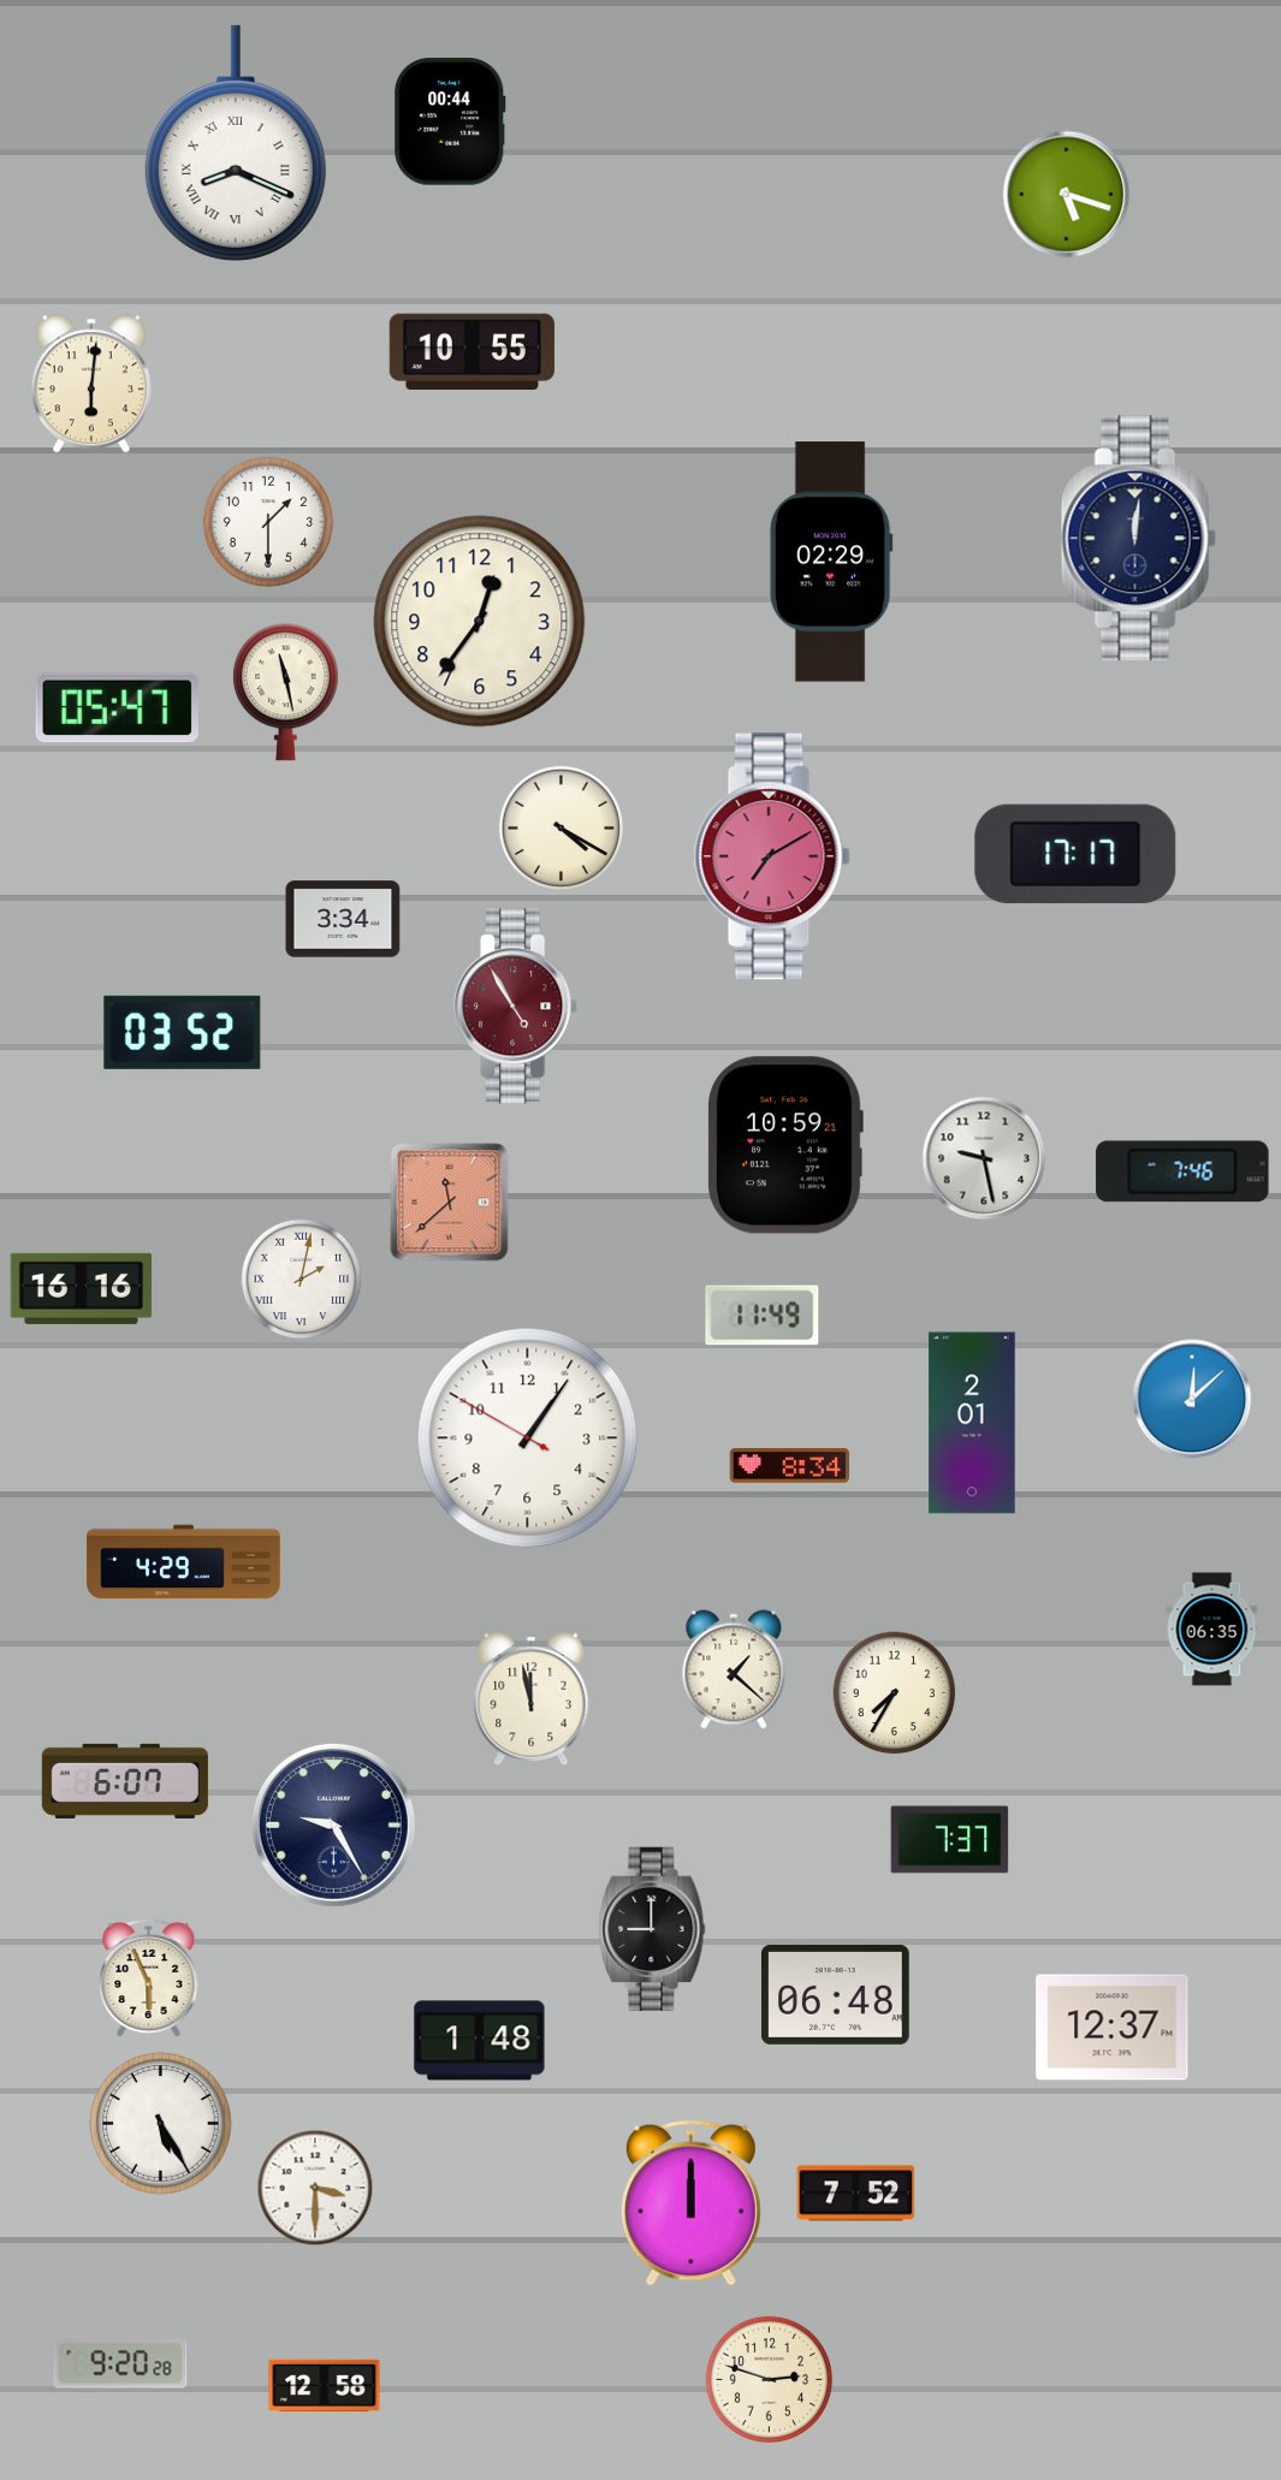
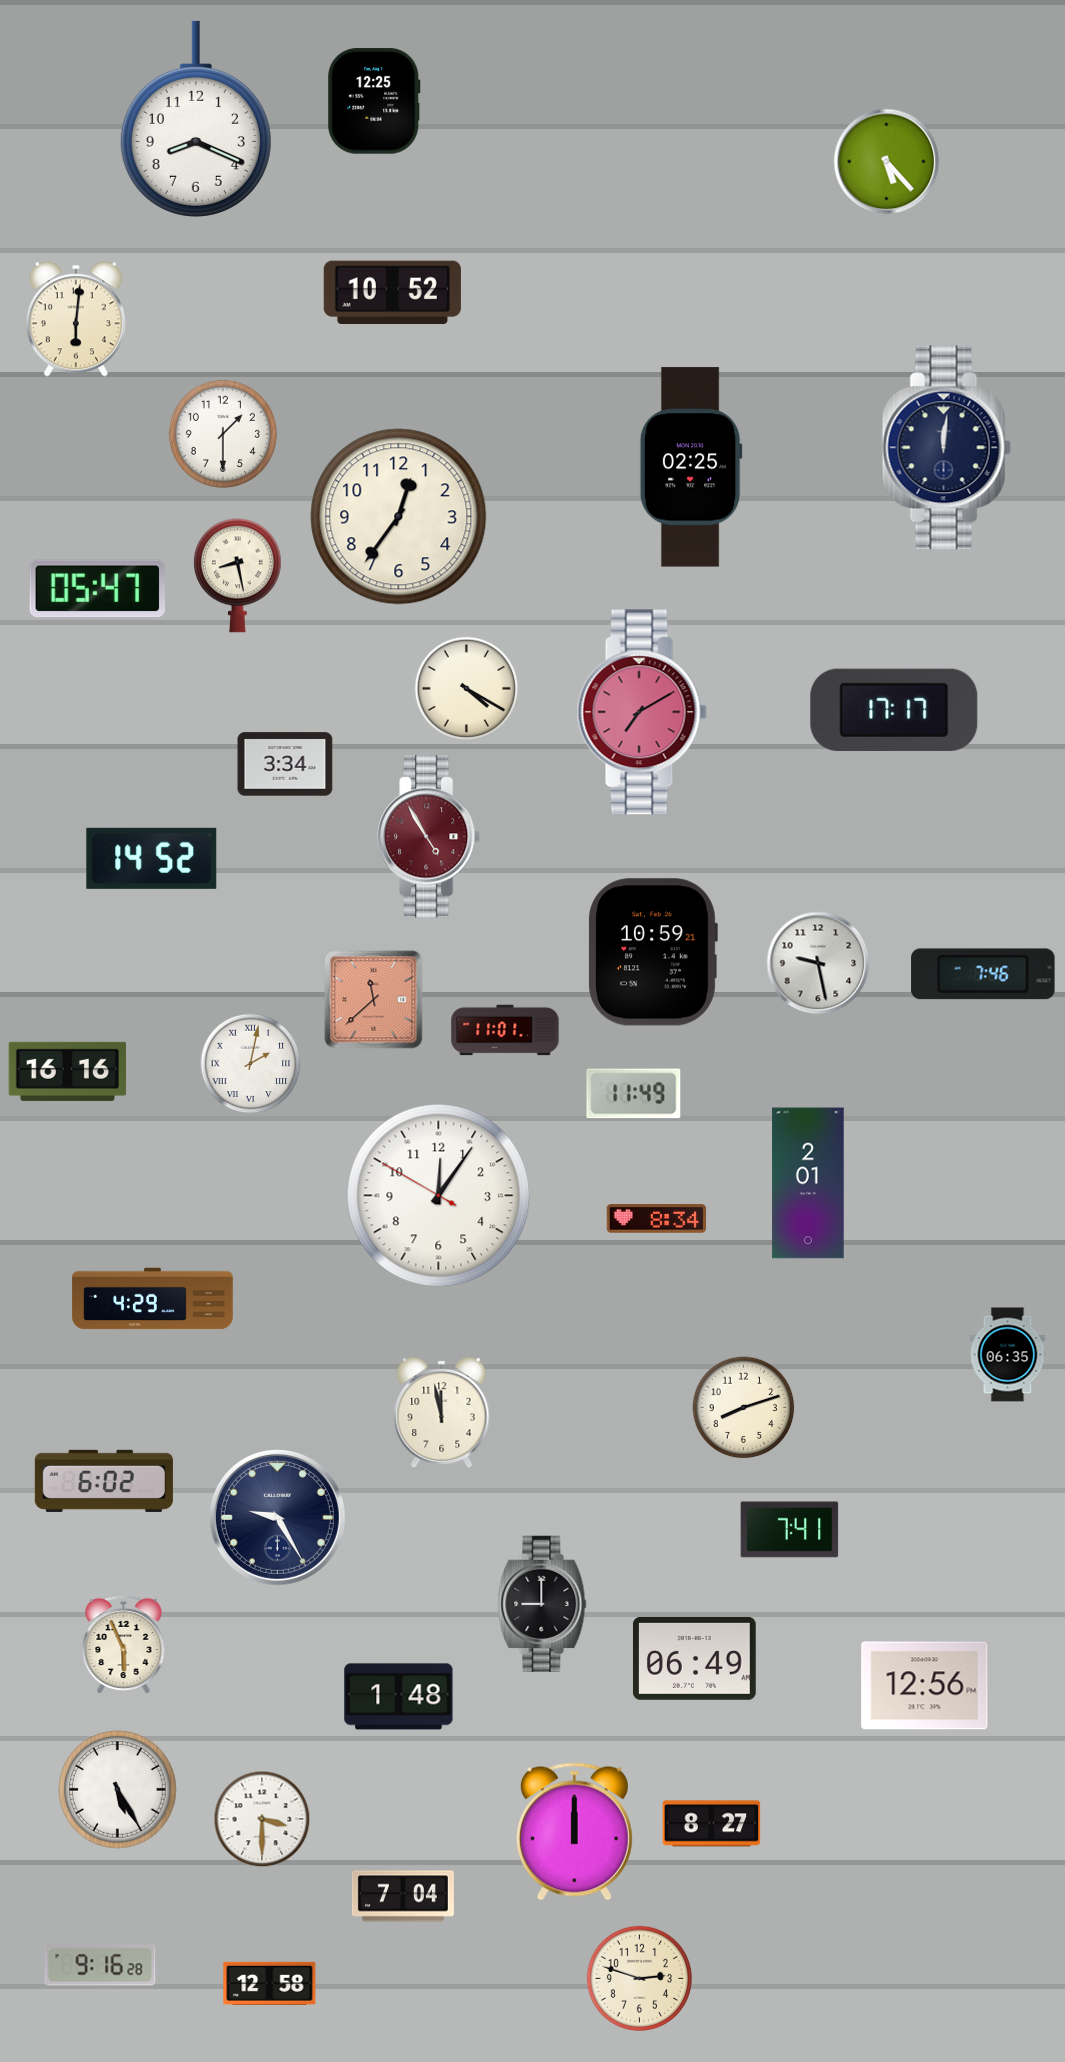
clock at (450, 121): 00:44 -> 12:25
clock at (236, 143) numerals: Roman -> Arabic
clock at (1067, 195): 5:18 -> 5:23
clock at (472, 351): 10:55 -> 10:52
clock at (831, 562): 02:29 -> 02:25
clock at (285, 693): 11:28 -> 8:28
clock at (183, 1032): 03:52 -> 14:52
clock at (505, 1030): none -> 11:01
clock at (1192, 1399): 12:08 -> none
clock at (528, 1438): 1:05 -> 12:05
clock at (734, 1669): 1:22 -> none
clock at (895, 1693): 7:35 -> 8:12
clock at (125, 1781): 6:07 -> 6:02
clock at (950, 1840): 7:37 -> 7:41
clock at (836, 1994): 06:48 -> 06:49
clock at (1113, 2028): 12:37 -> 12:56
clock at (161, 2124) position: (161, 2124) -> (118, 1790)
clock at (856, 2194): 7:52 -> 8:27
clock at (403, 1896): none -> 7:04
clock at (120, 2363): 9:20 -> 9:16
